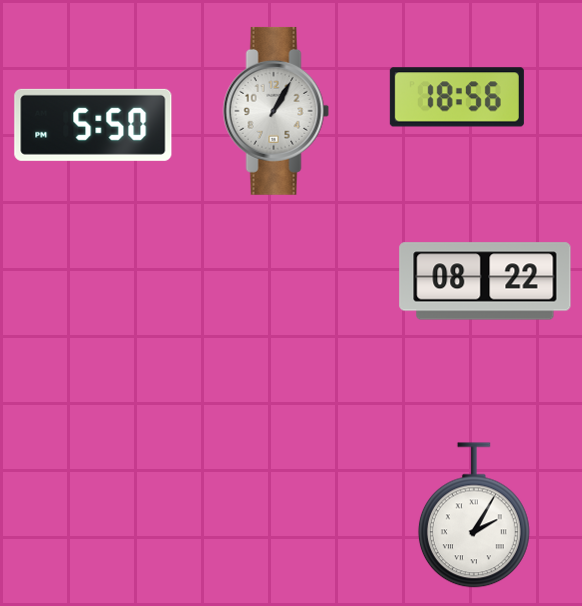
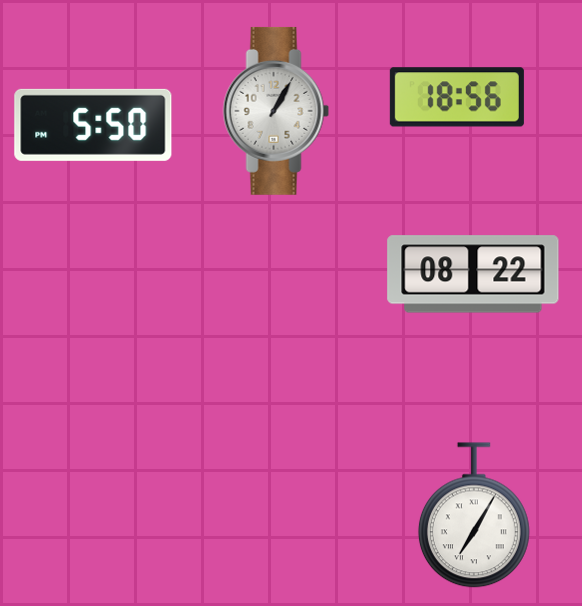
clock at (485, 281) position: (485, 281) -> (473, 274)
clock at (474, 515): 2:05 -> 7:05
